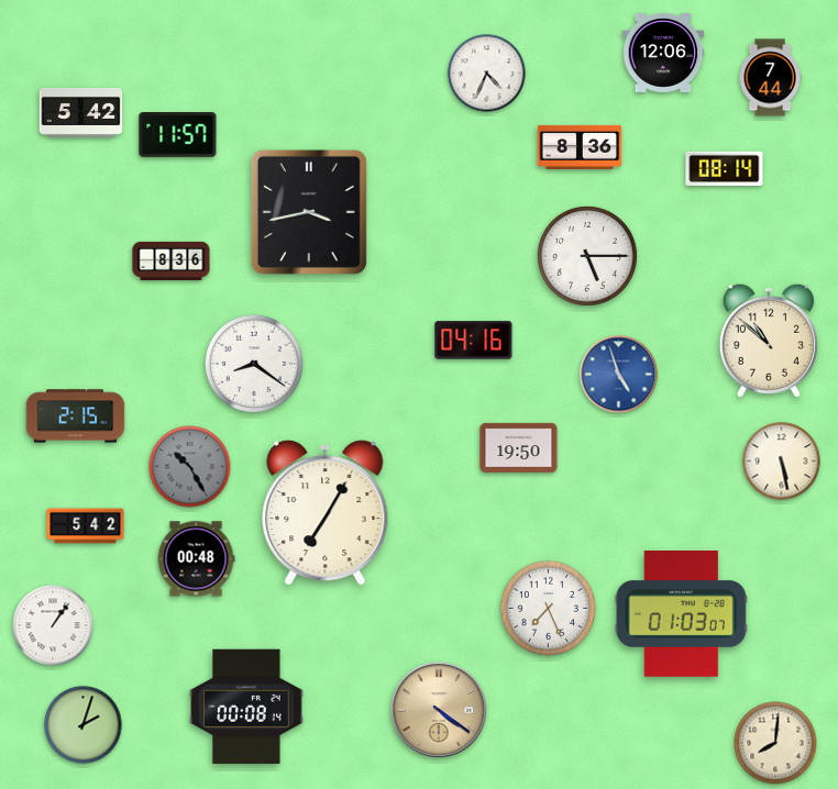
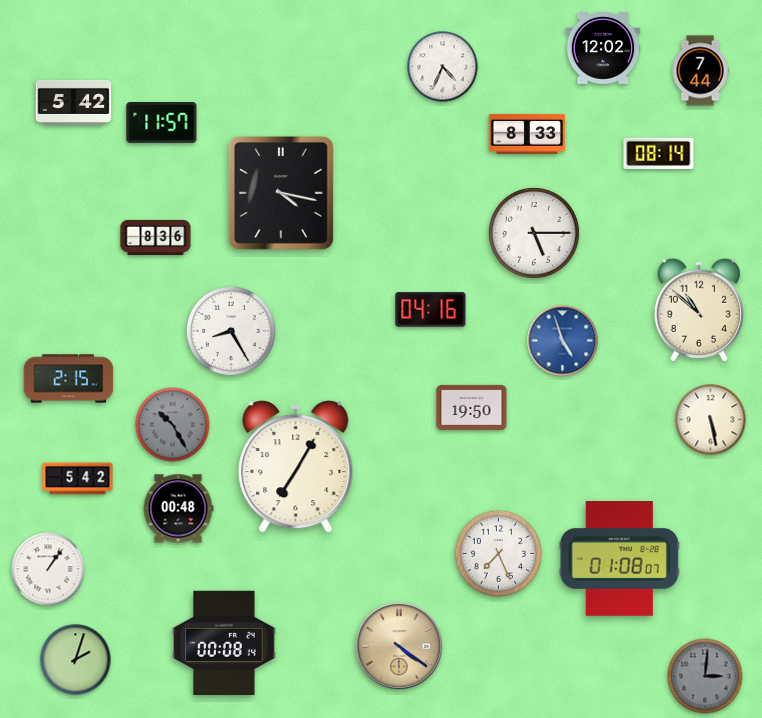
clock at (663, 54): 12:06 -> 12:02
clock at (580, 147): 8:36 -> 8:33
clock at (309, 212): 3:43 -> 4:17
clock at (254, 364): 8:21 -> 8:25
clock at (681, 614): 01:03 -> 01:08
clock at (775, 743): 8:01 -> 3:01
clock at (775, 743) dial: cream -> grey
